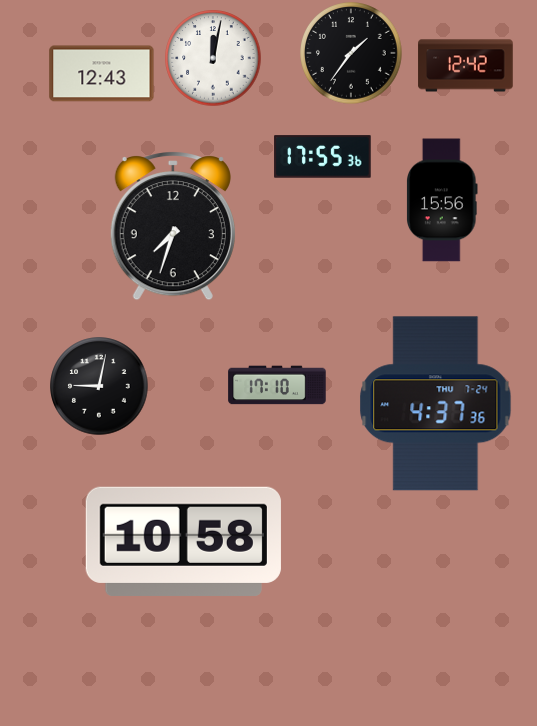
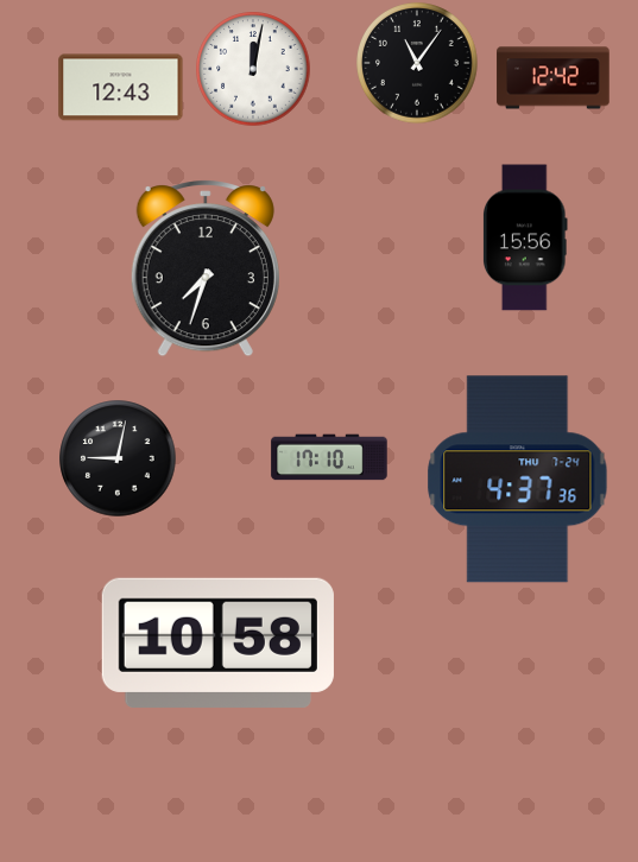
clock at (352, 54): 1:36 -> 11:06
clock at (323, 157): 17:55 -> none
